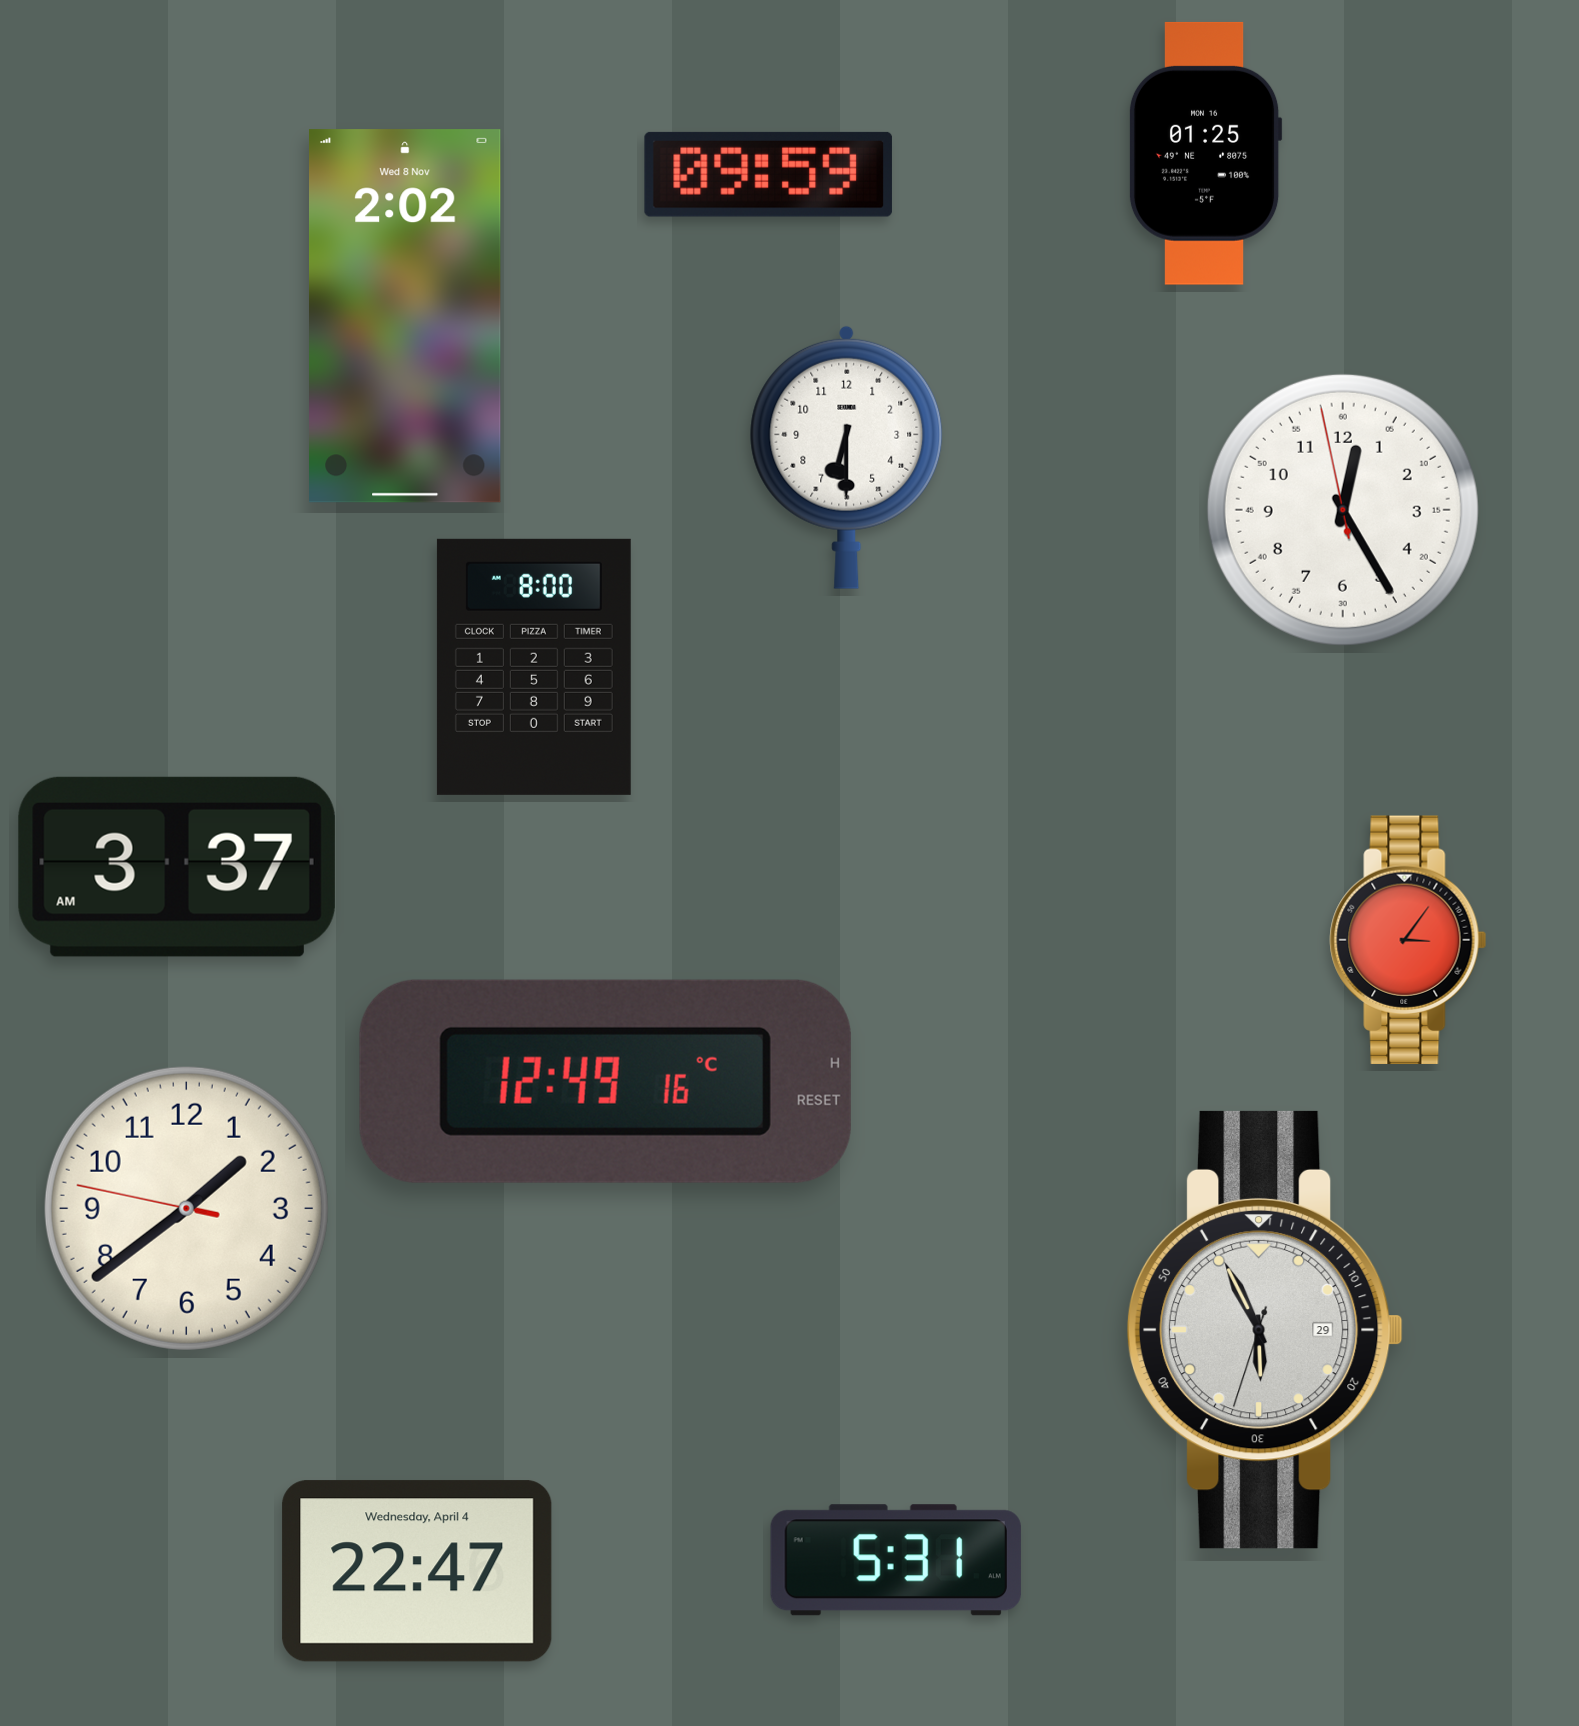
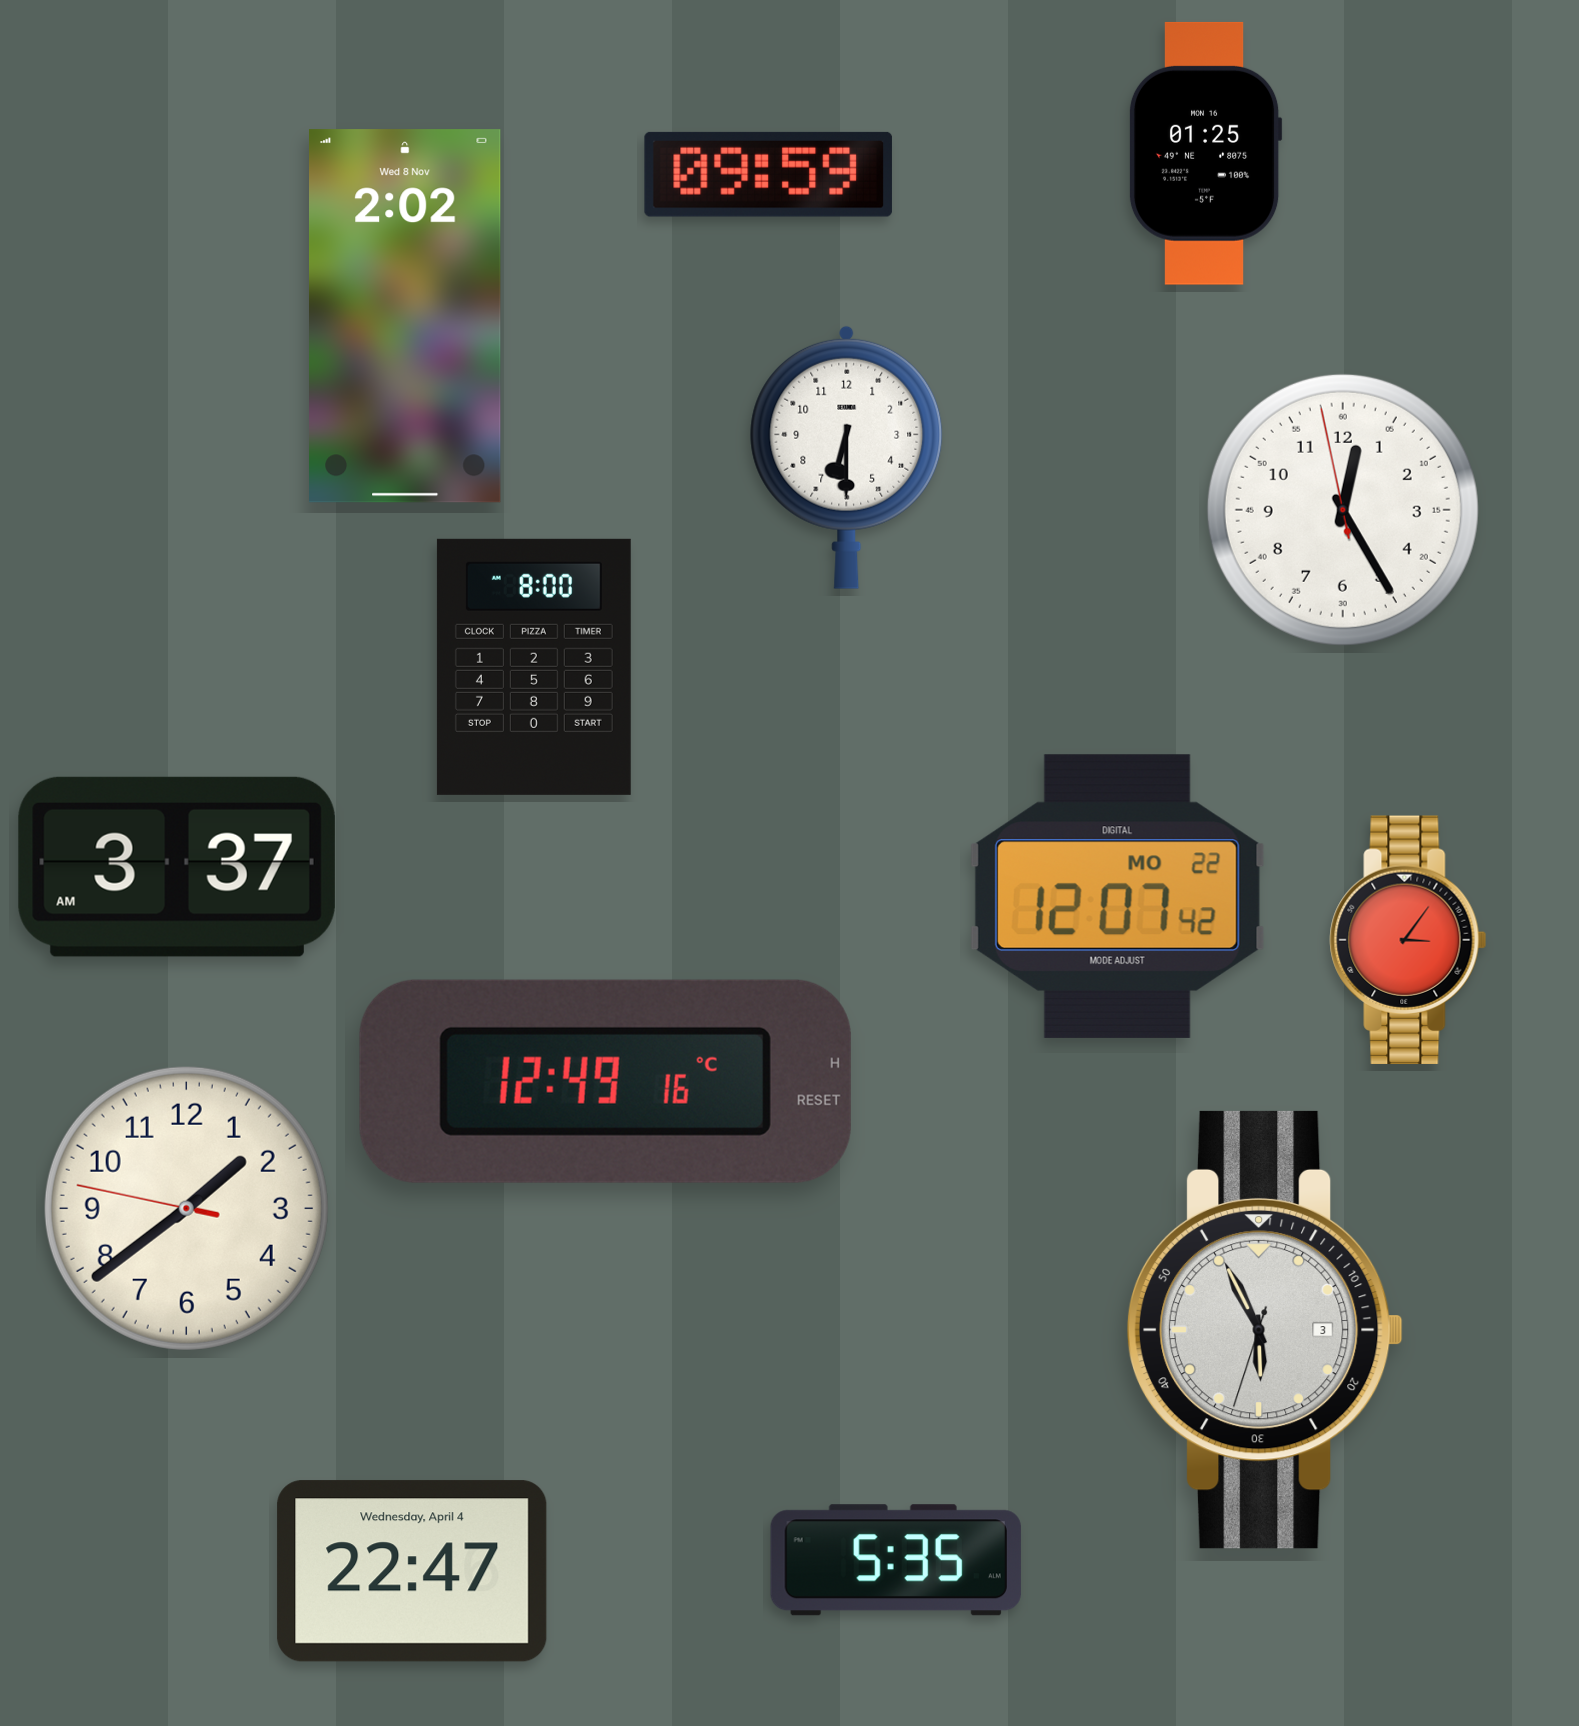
clock at (1117, 896): none -> 12:07
clock at (1265, 1330) date: 29 -> 3
clock at (896, 1560): 5:31 -> 5:35
clock at (417, 1571) position: (417, 1571) -> (412, 1571)
